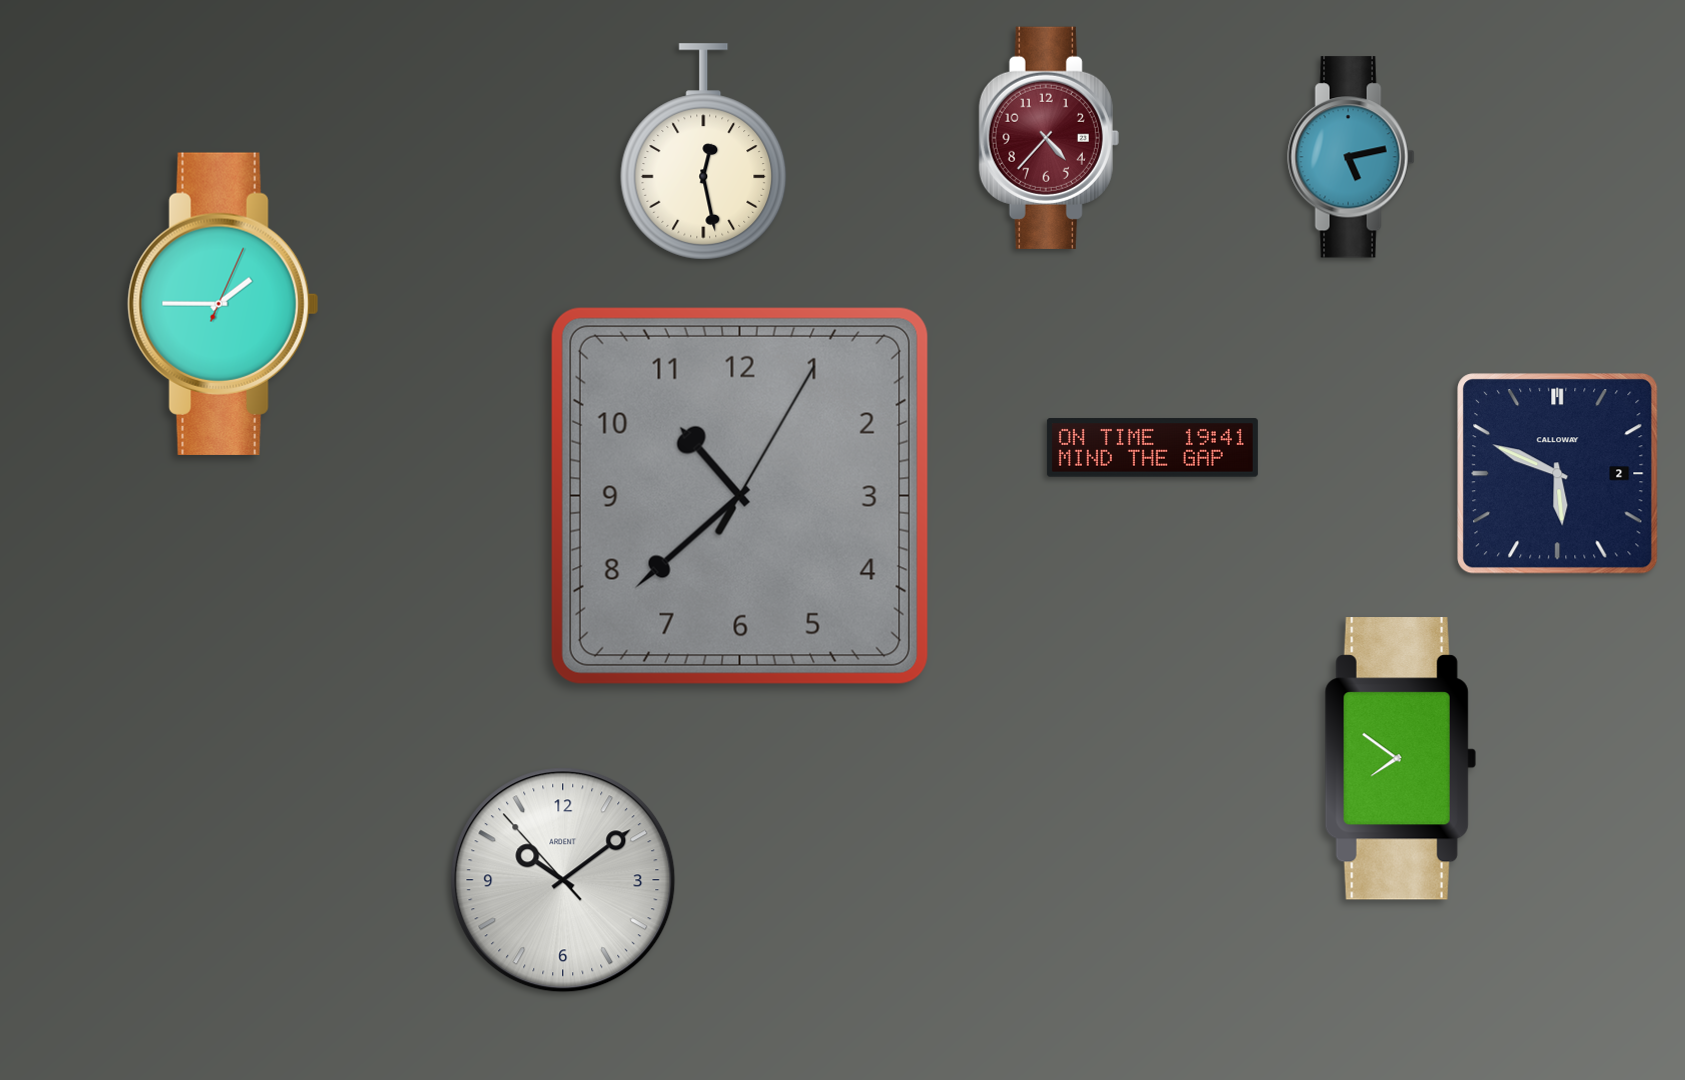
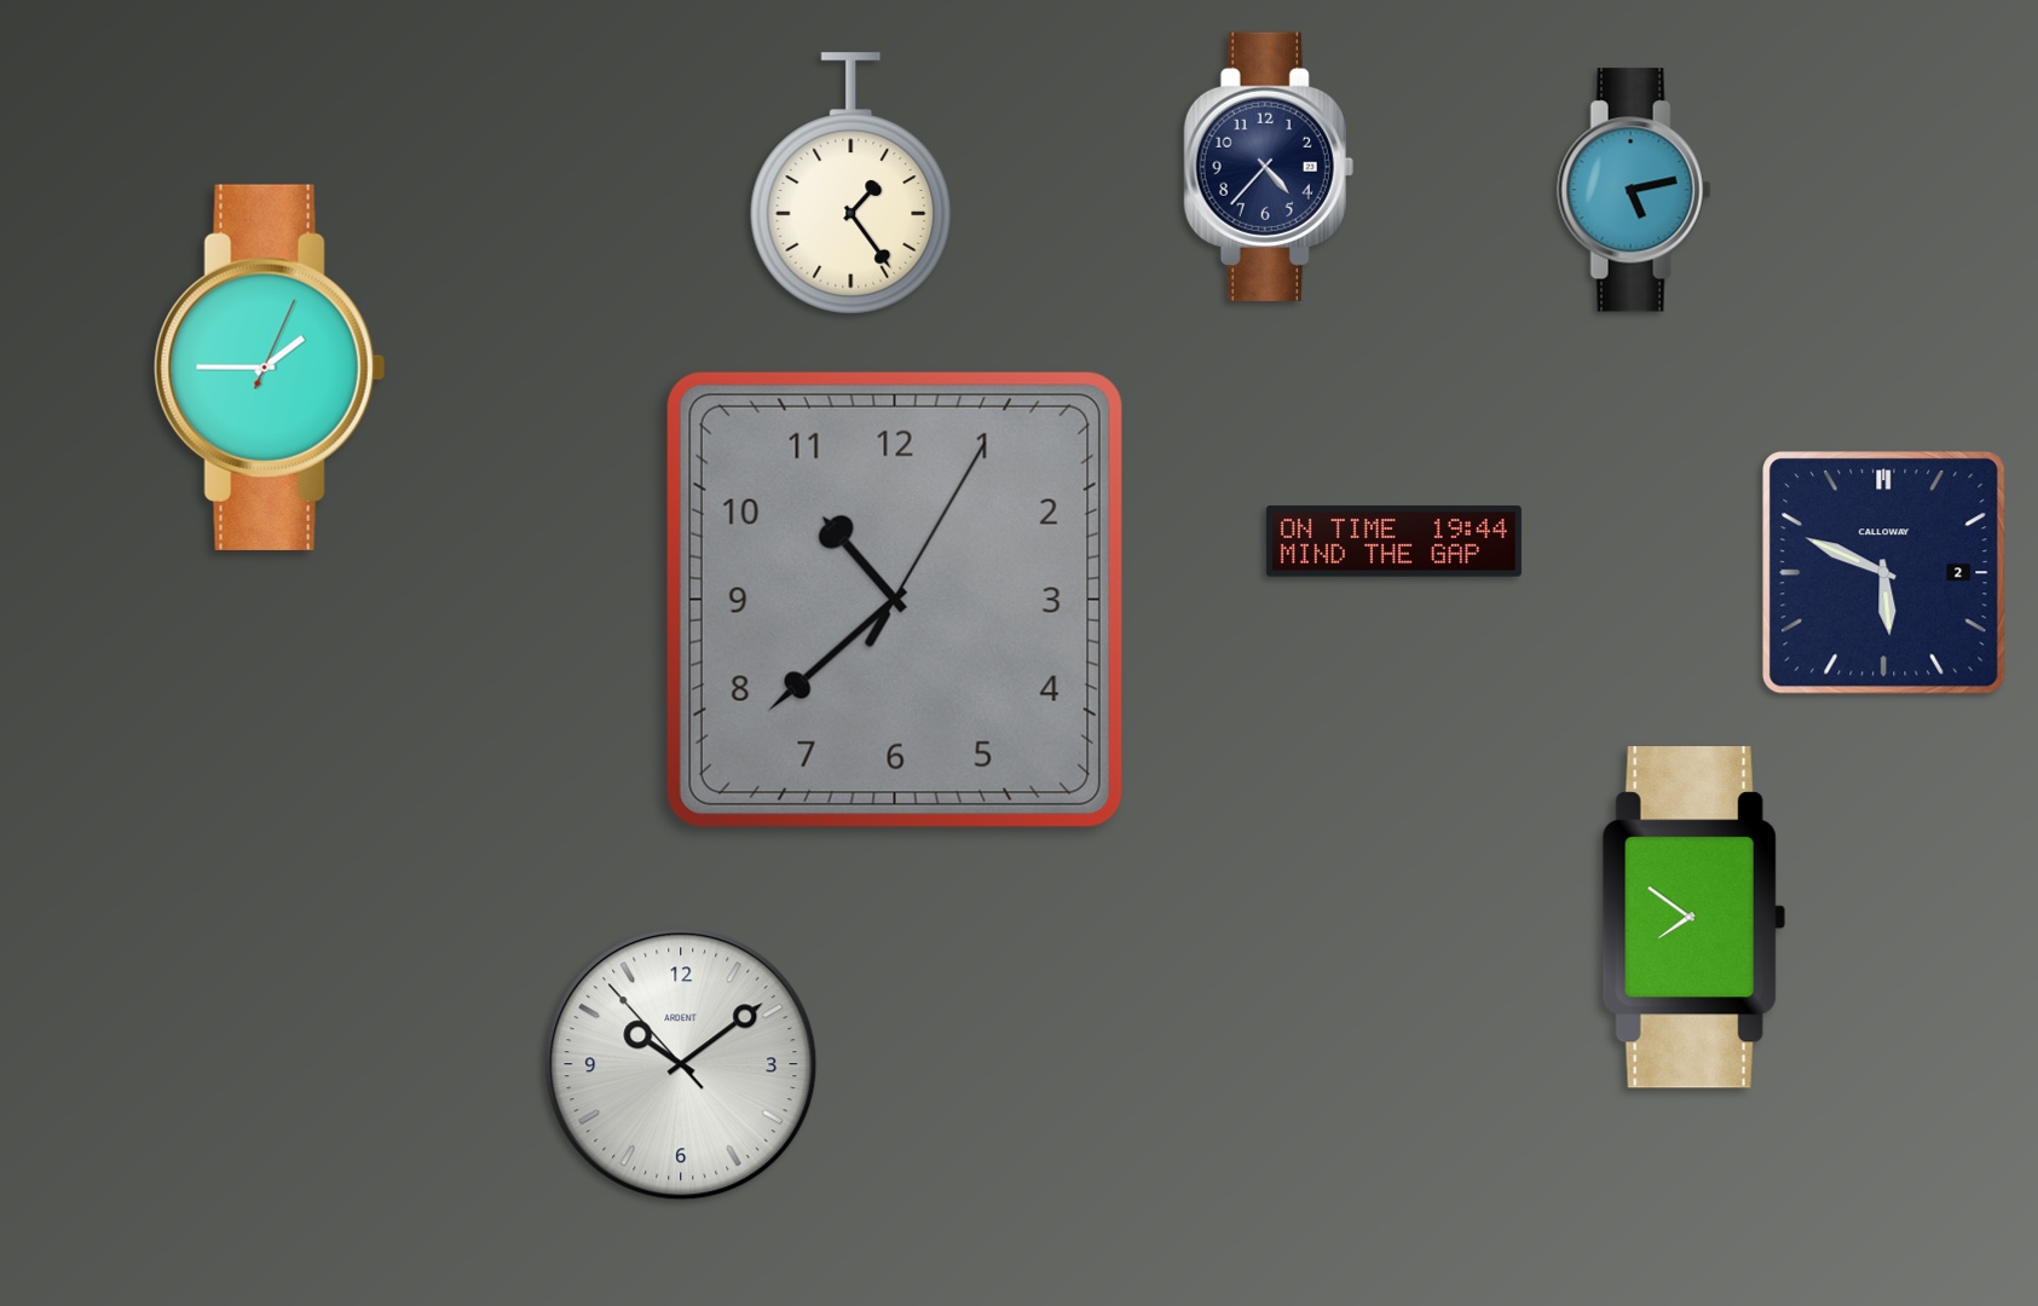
clock at (1049, 138) dial: burgundy -> navy
clock at (704, 152): 12:28 -> 1:24
clock at (1152, 448): 19:41 -> 19:44
